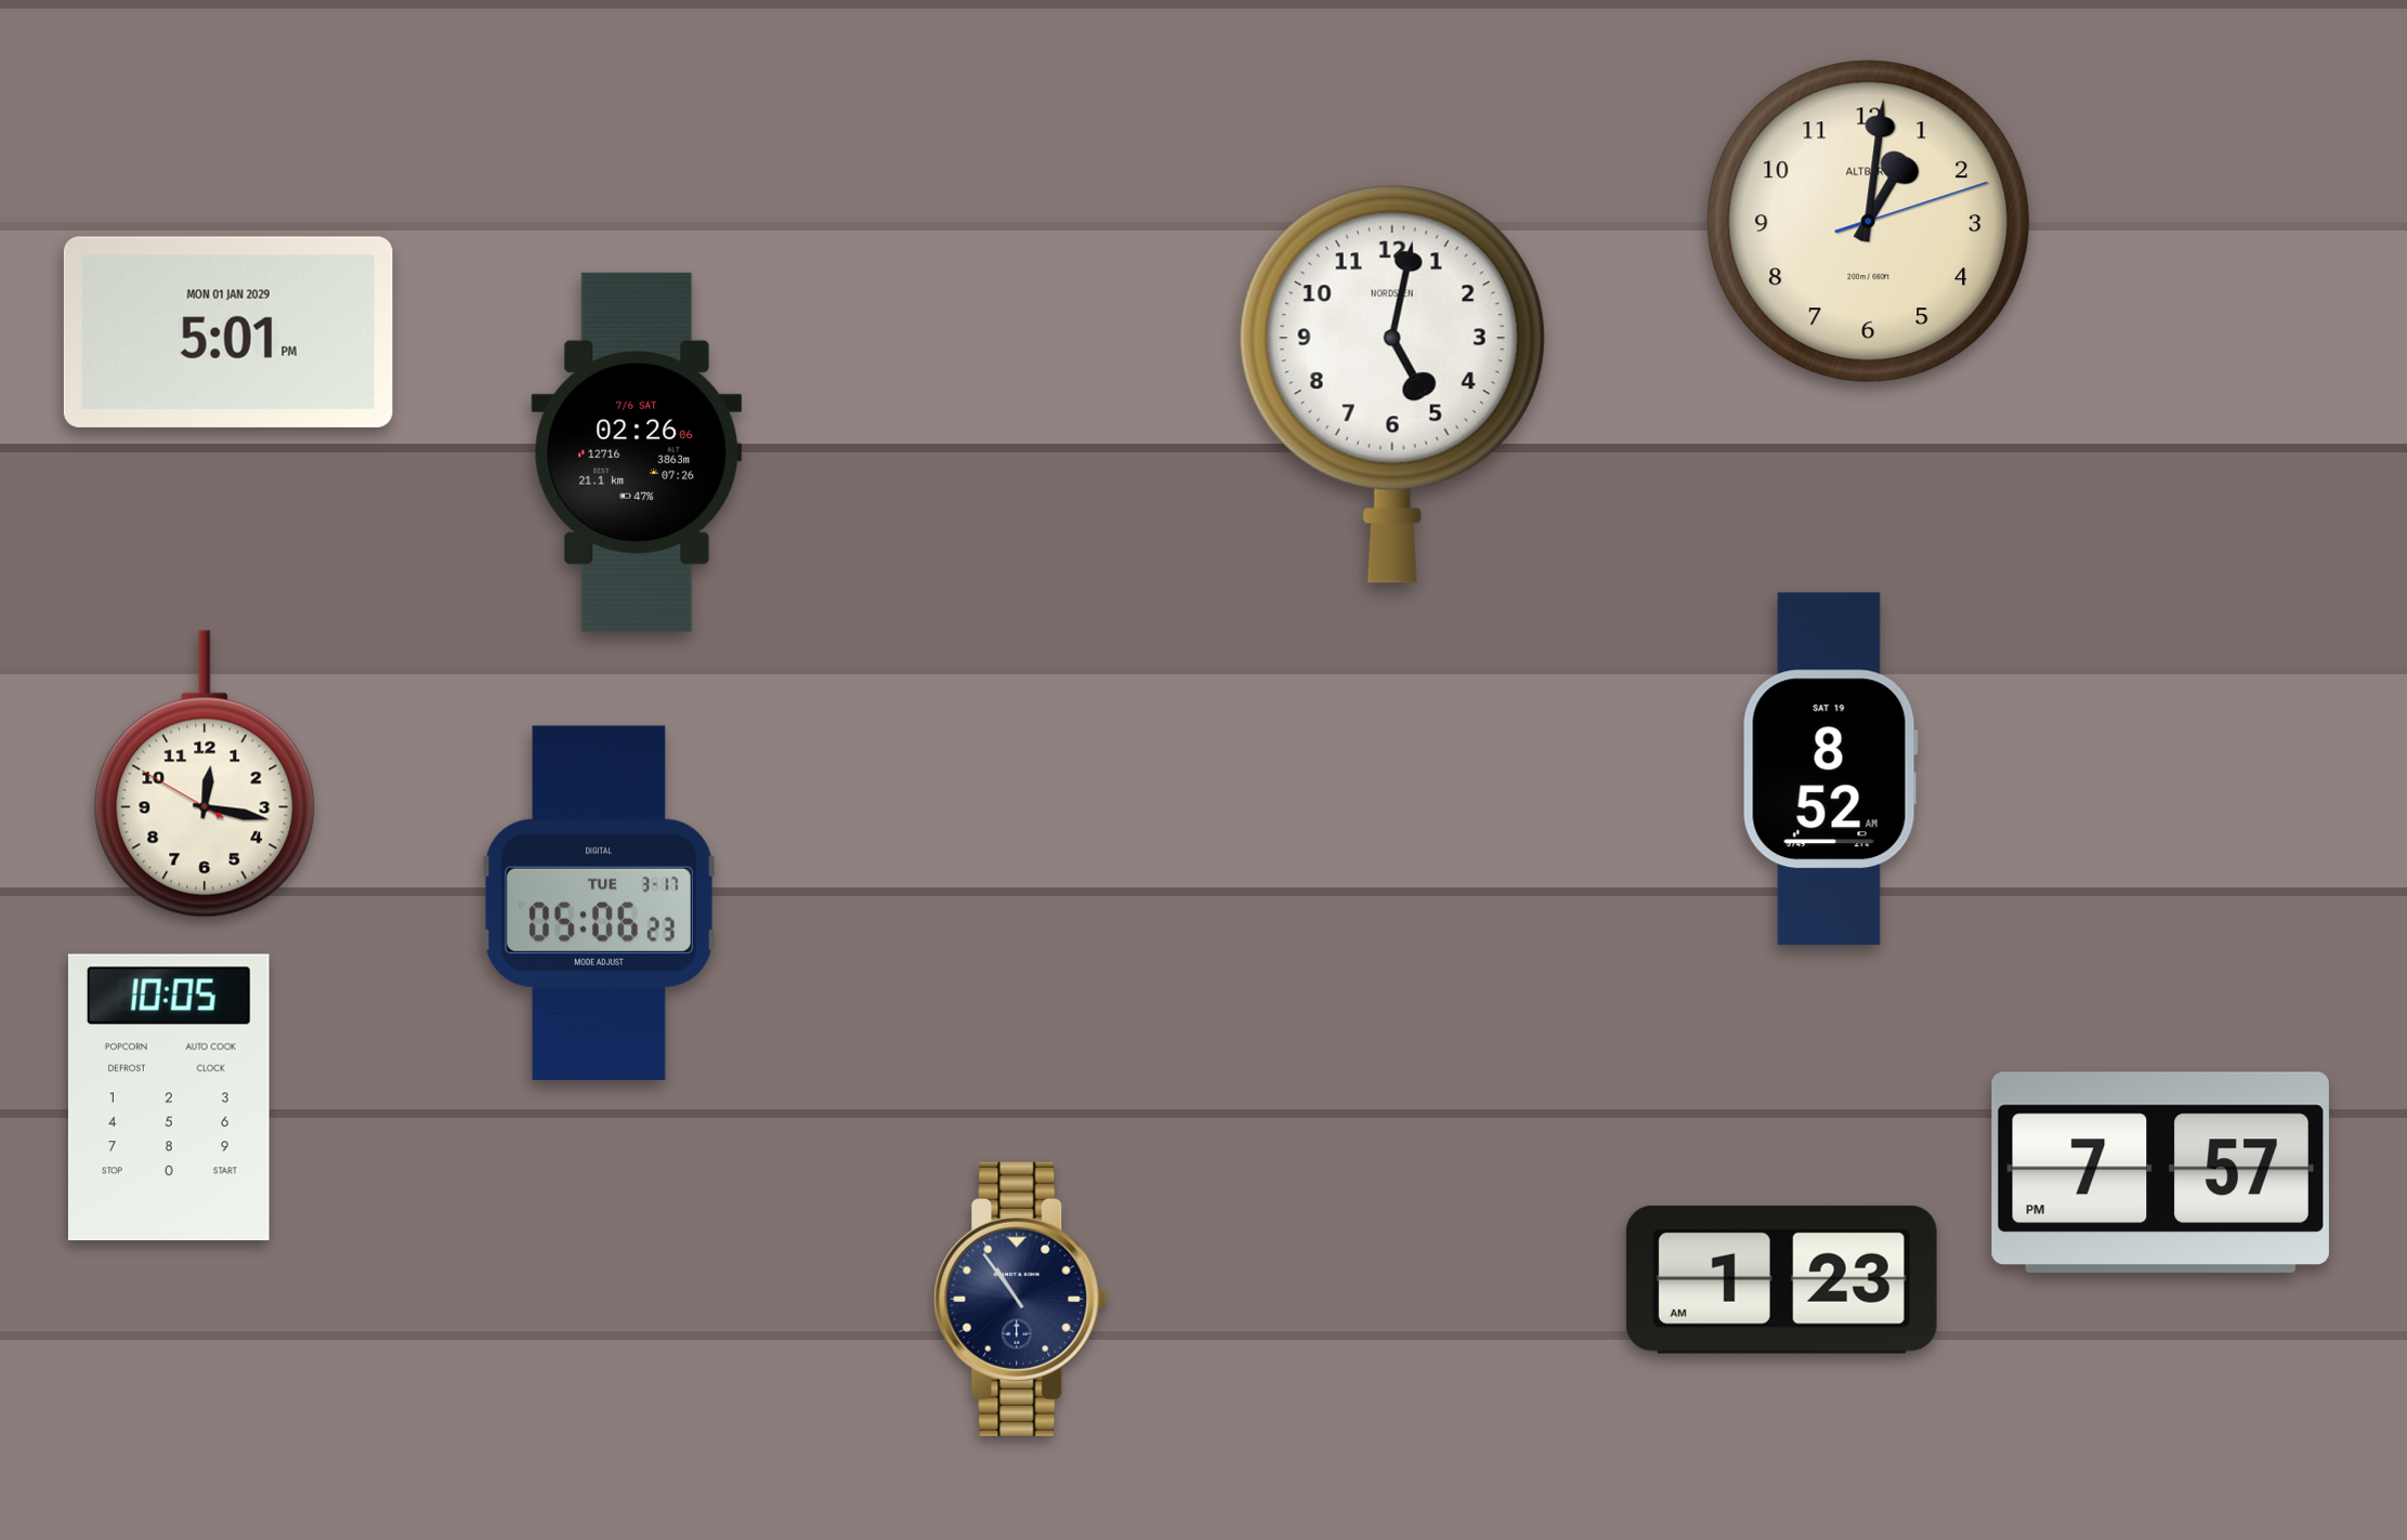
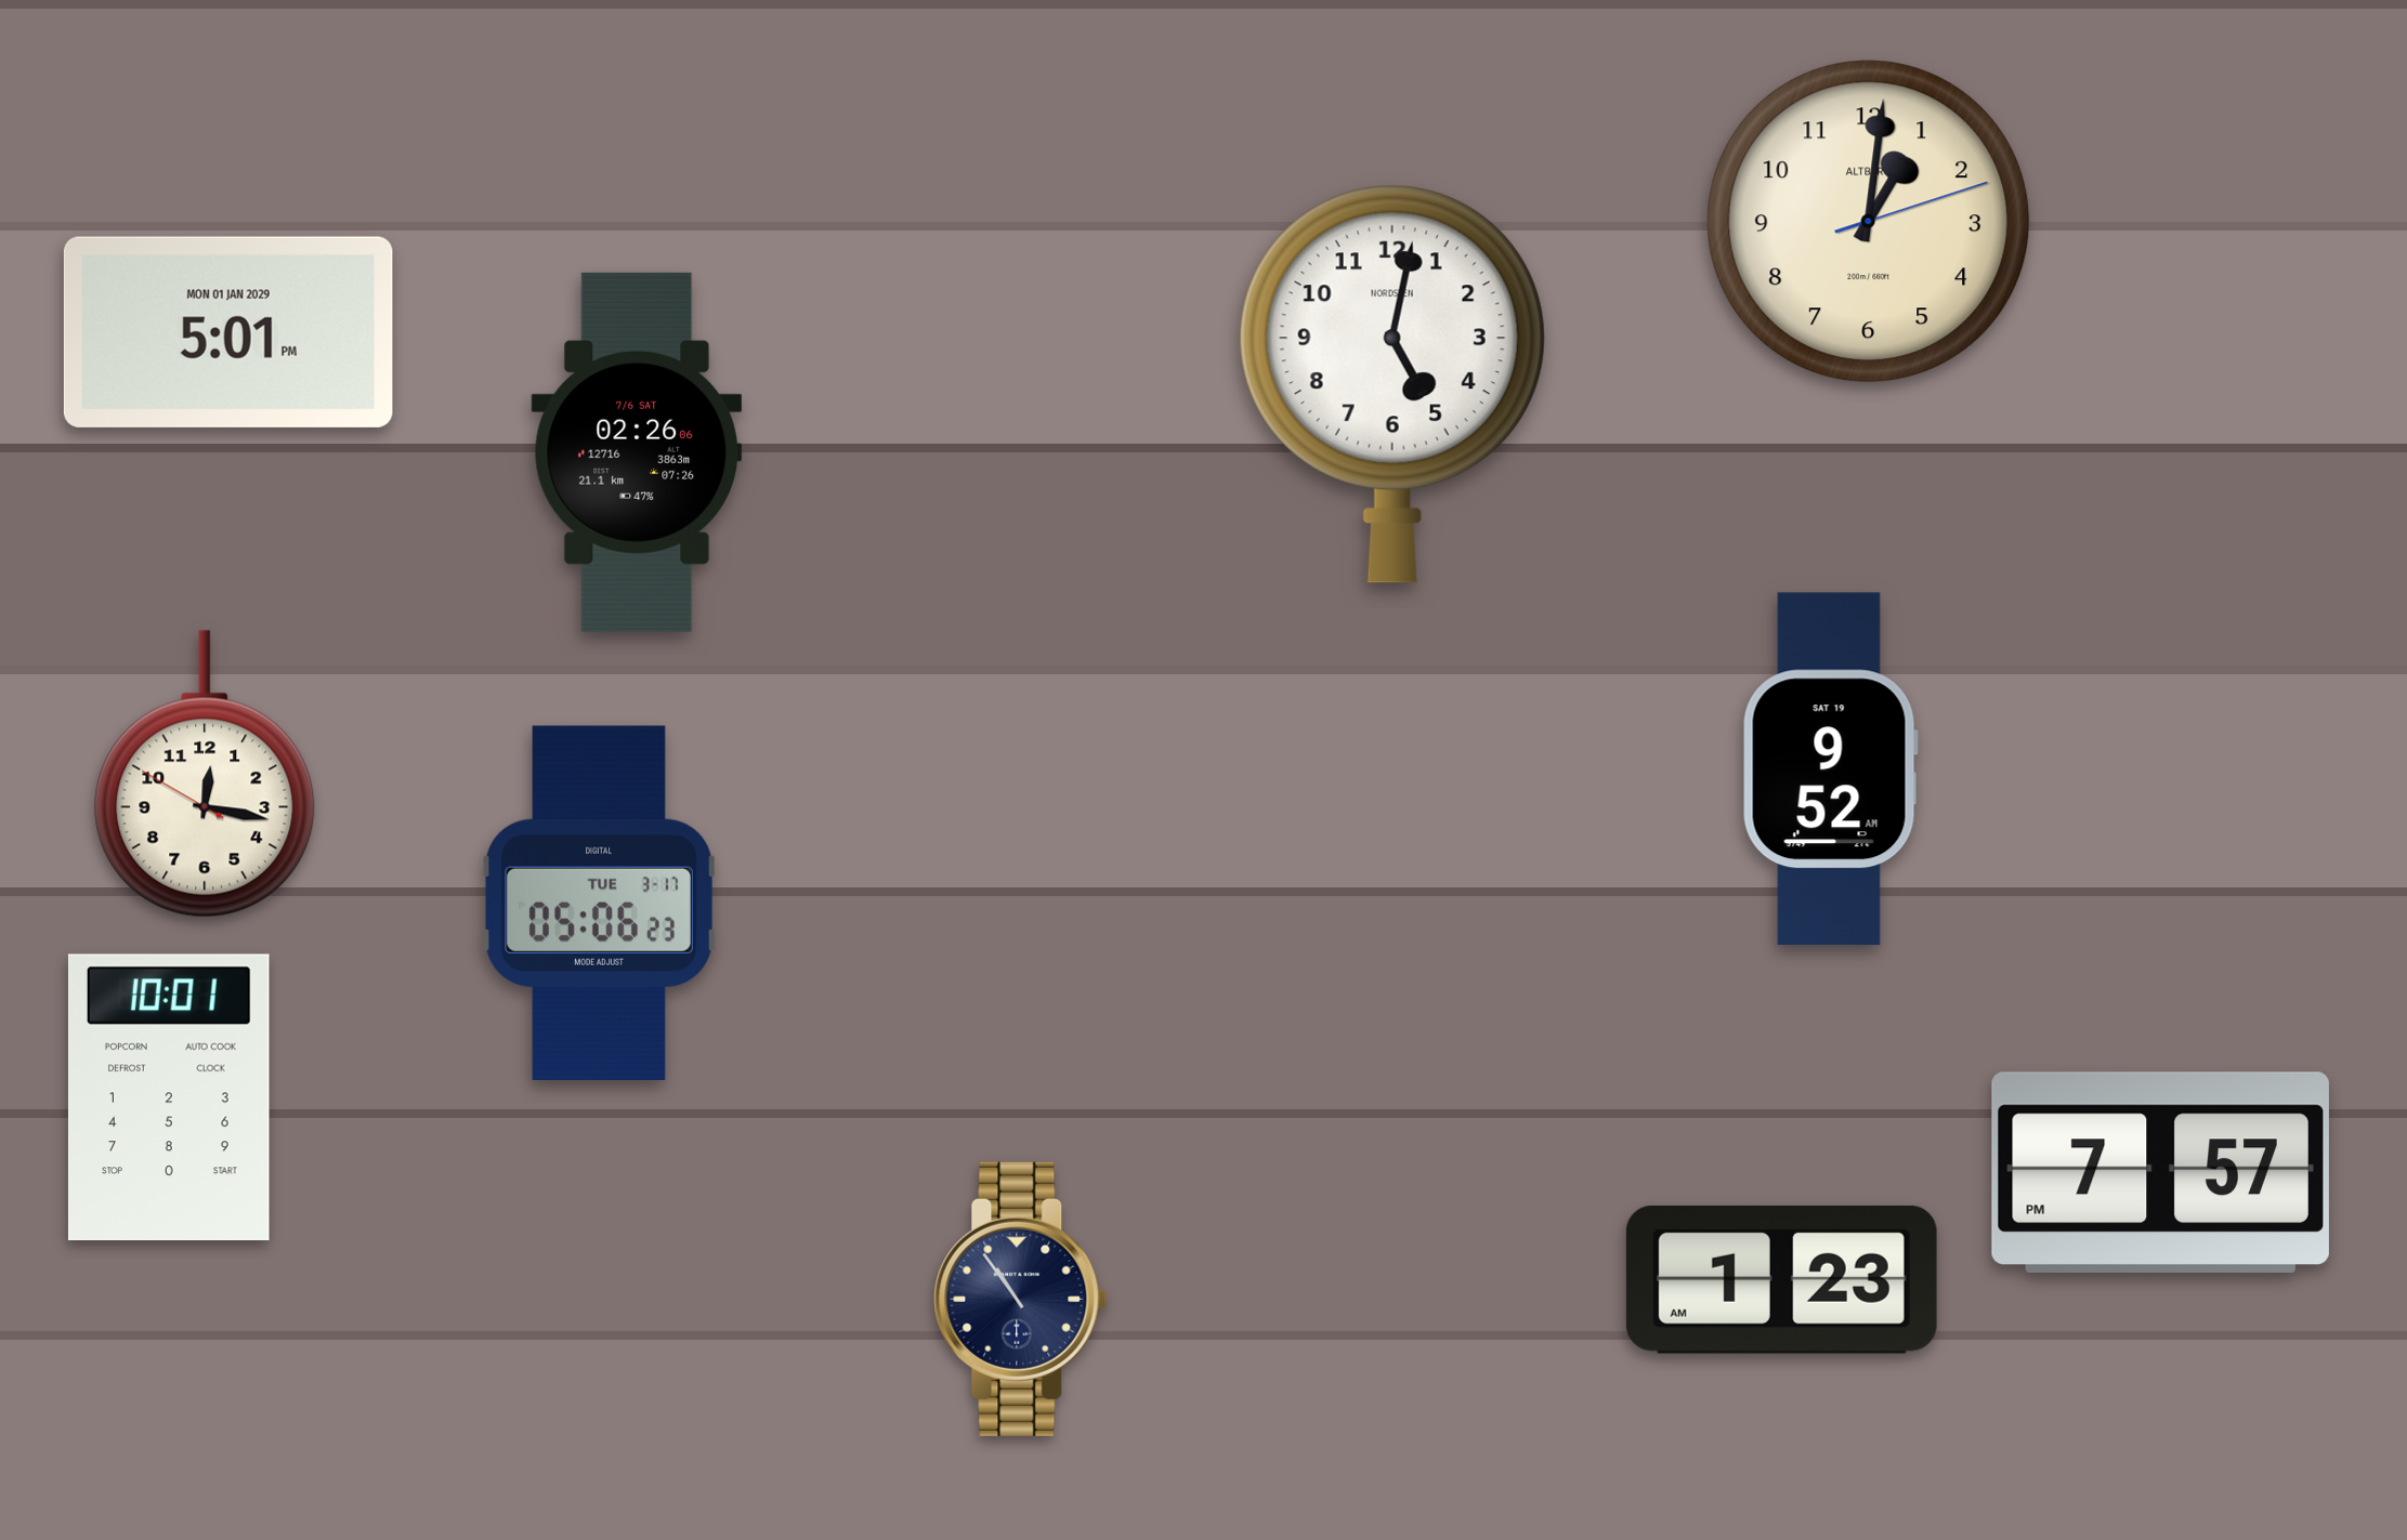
clock at (1830, 769): 8:52 -> 9:52
clock at (169, 1097): 10:05 -> 10:01
